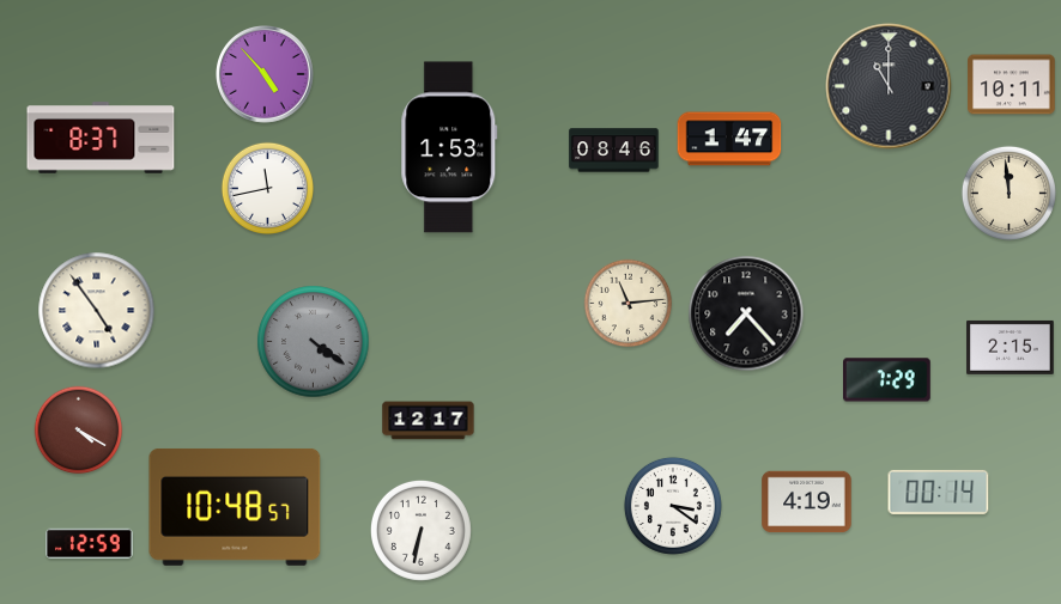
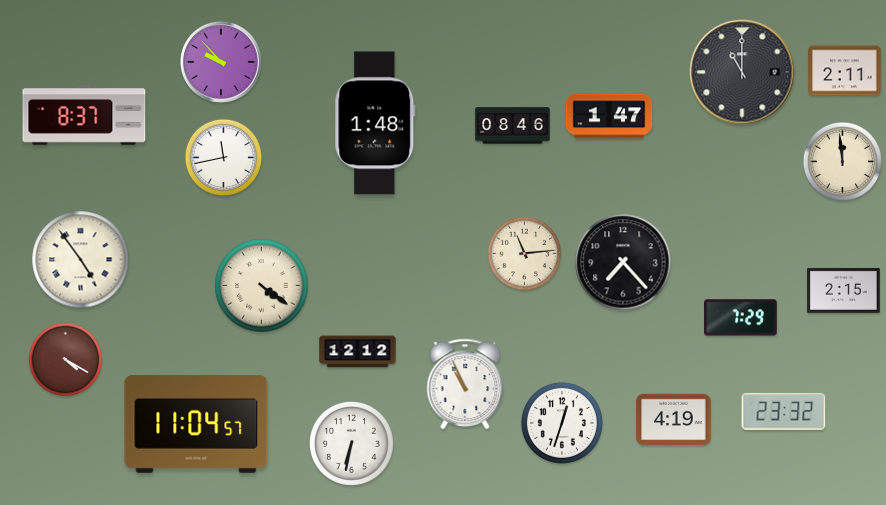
clock at (266, 75): 4:53 -> 9:53
clock at (1012, 85): 10:11 -> 2:11
clock at (449, 147): 1:53 -> 1:48
clock at (314, 342) dial: grey -> cream
clock at (429, 421): 12:17 -> 12:12
clock at (465, 384): none -> 10:56
clock at (939, 492): 00:14 -> 23:32
clock at (673, 506): 3:21 -> 12:33
clock at (235, 507): 10:48 -> 11:04
clock at (90, 544): 12:59 -> none
